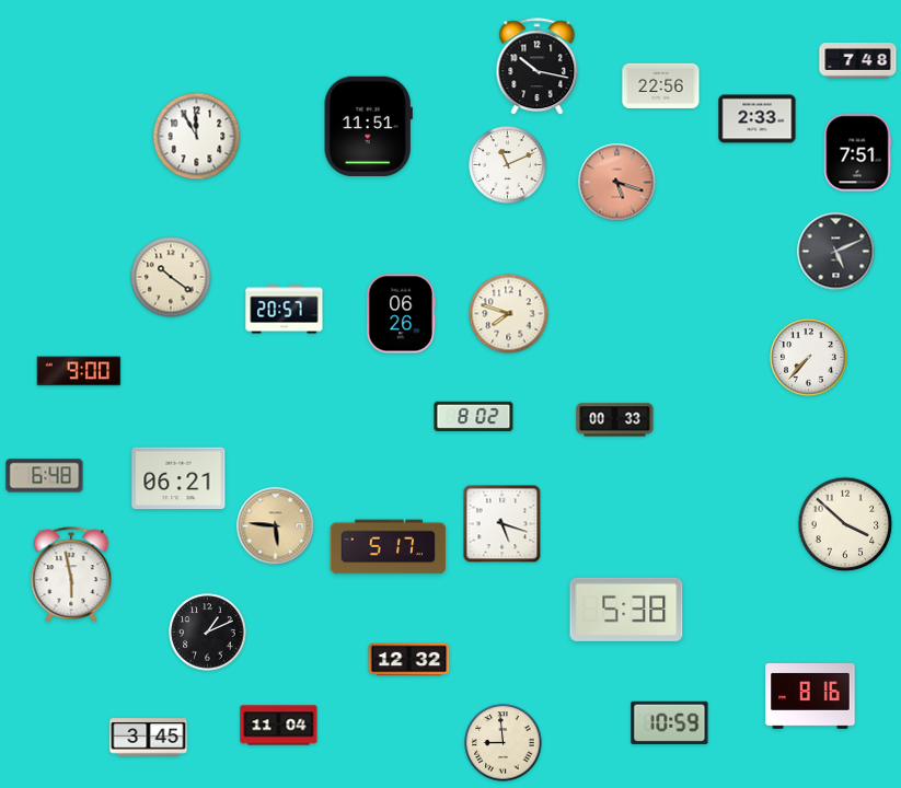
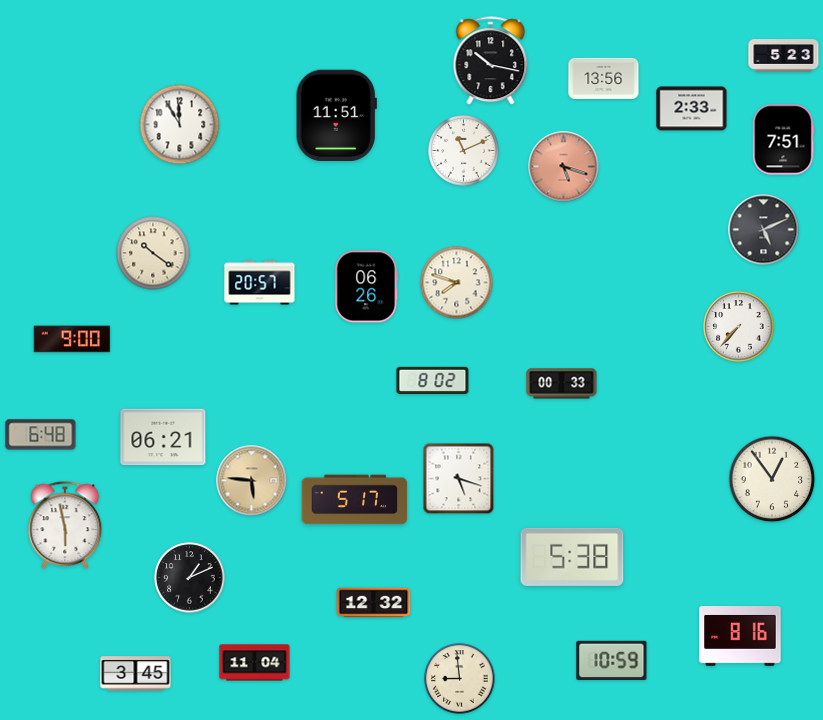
clock at (858, 61): 7:48 -> 5:23
clock at (661, 85): 22:56 -> 13:56
clock at (171, 277) position: (171, 277) -> (153, 253)
clock at (509, 314) position: (509, 314) -> (457, 283)
clock at (845, 524): 3:52 -> 12:54
